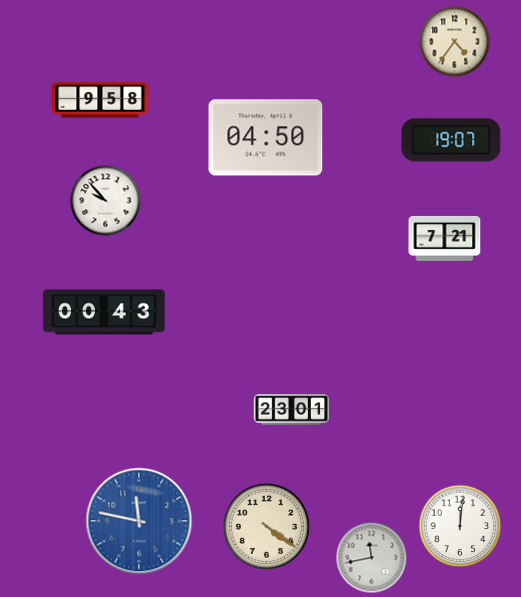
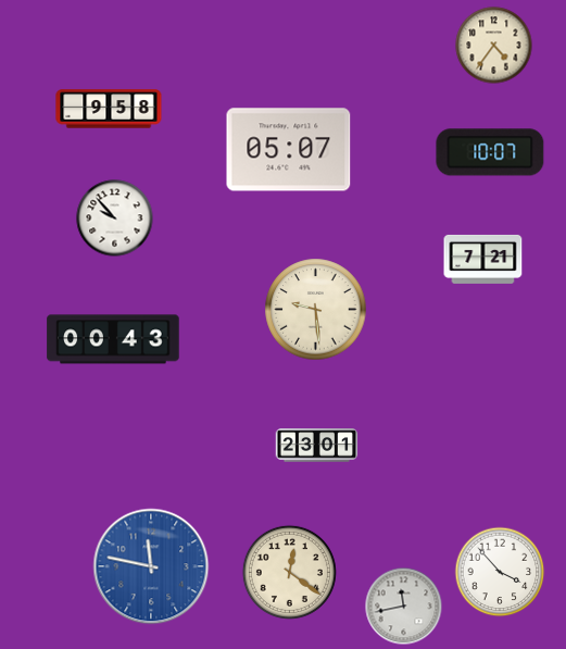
clock at (266, 138): 04:50 -> 05:07
clock at (451, 140): 19:07 -> 10:07
clock at (316, 310): none -> 9:29
clock at (266, 526): 4:21 -> 12:21
clock at (460, 526): 12:01 -> 3:53
